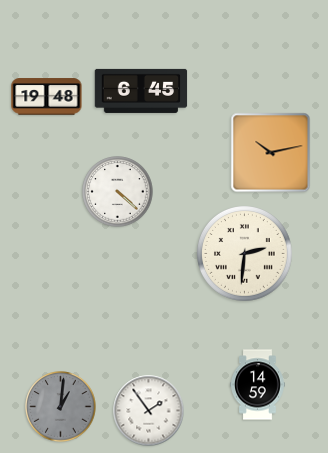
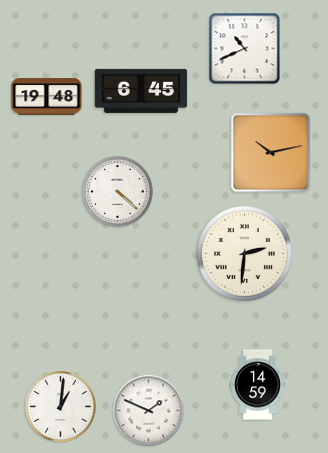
clock at (245, 49): none -> 10:41
clock at (61, 407) dial: grey -> white
clock at (149, 411): 1:54 -> 1:49
